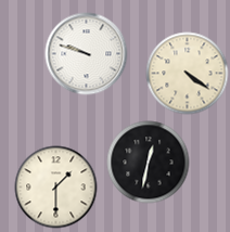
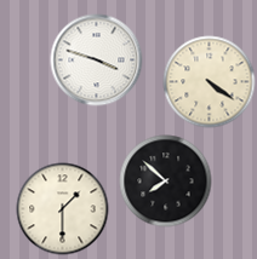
clock at (87, 54): 9:48 -> 3:48
clock at (149, 163): 12:32 -> 7:52
